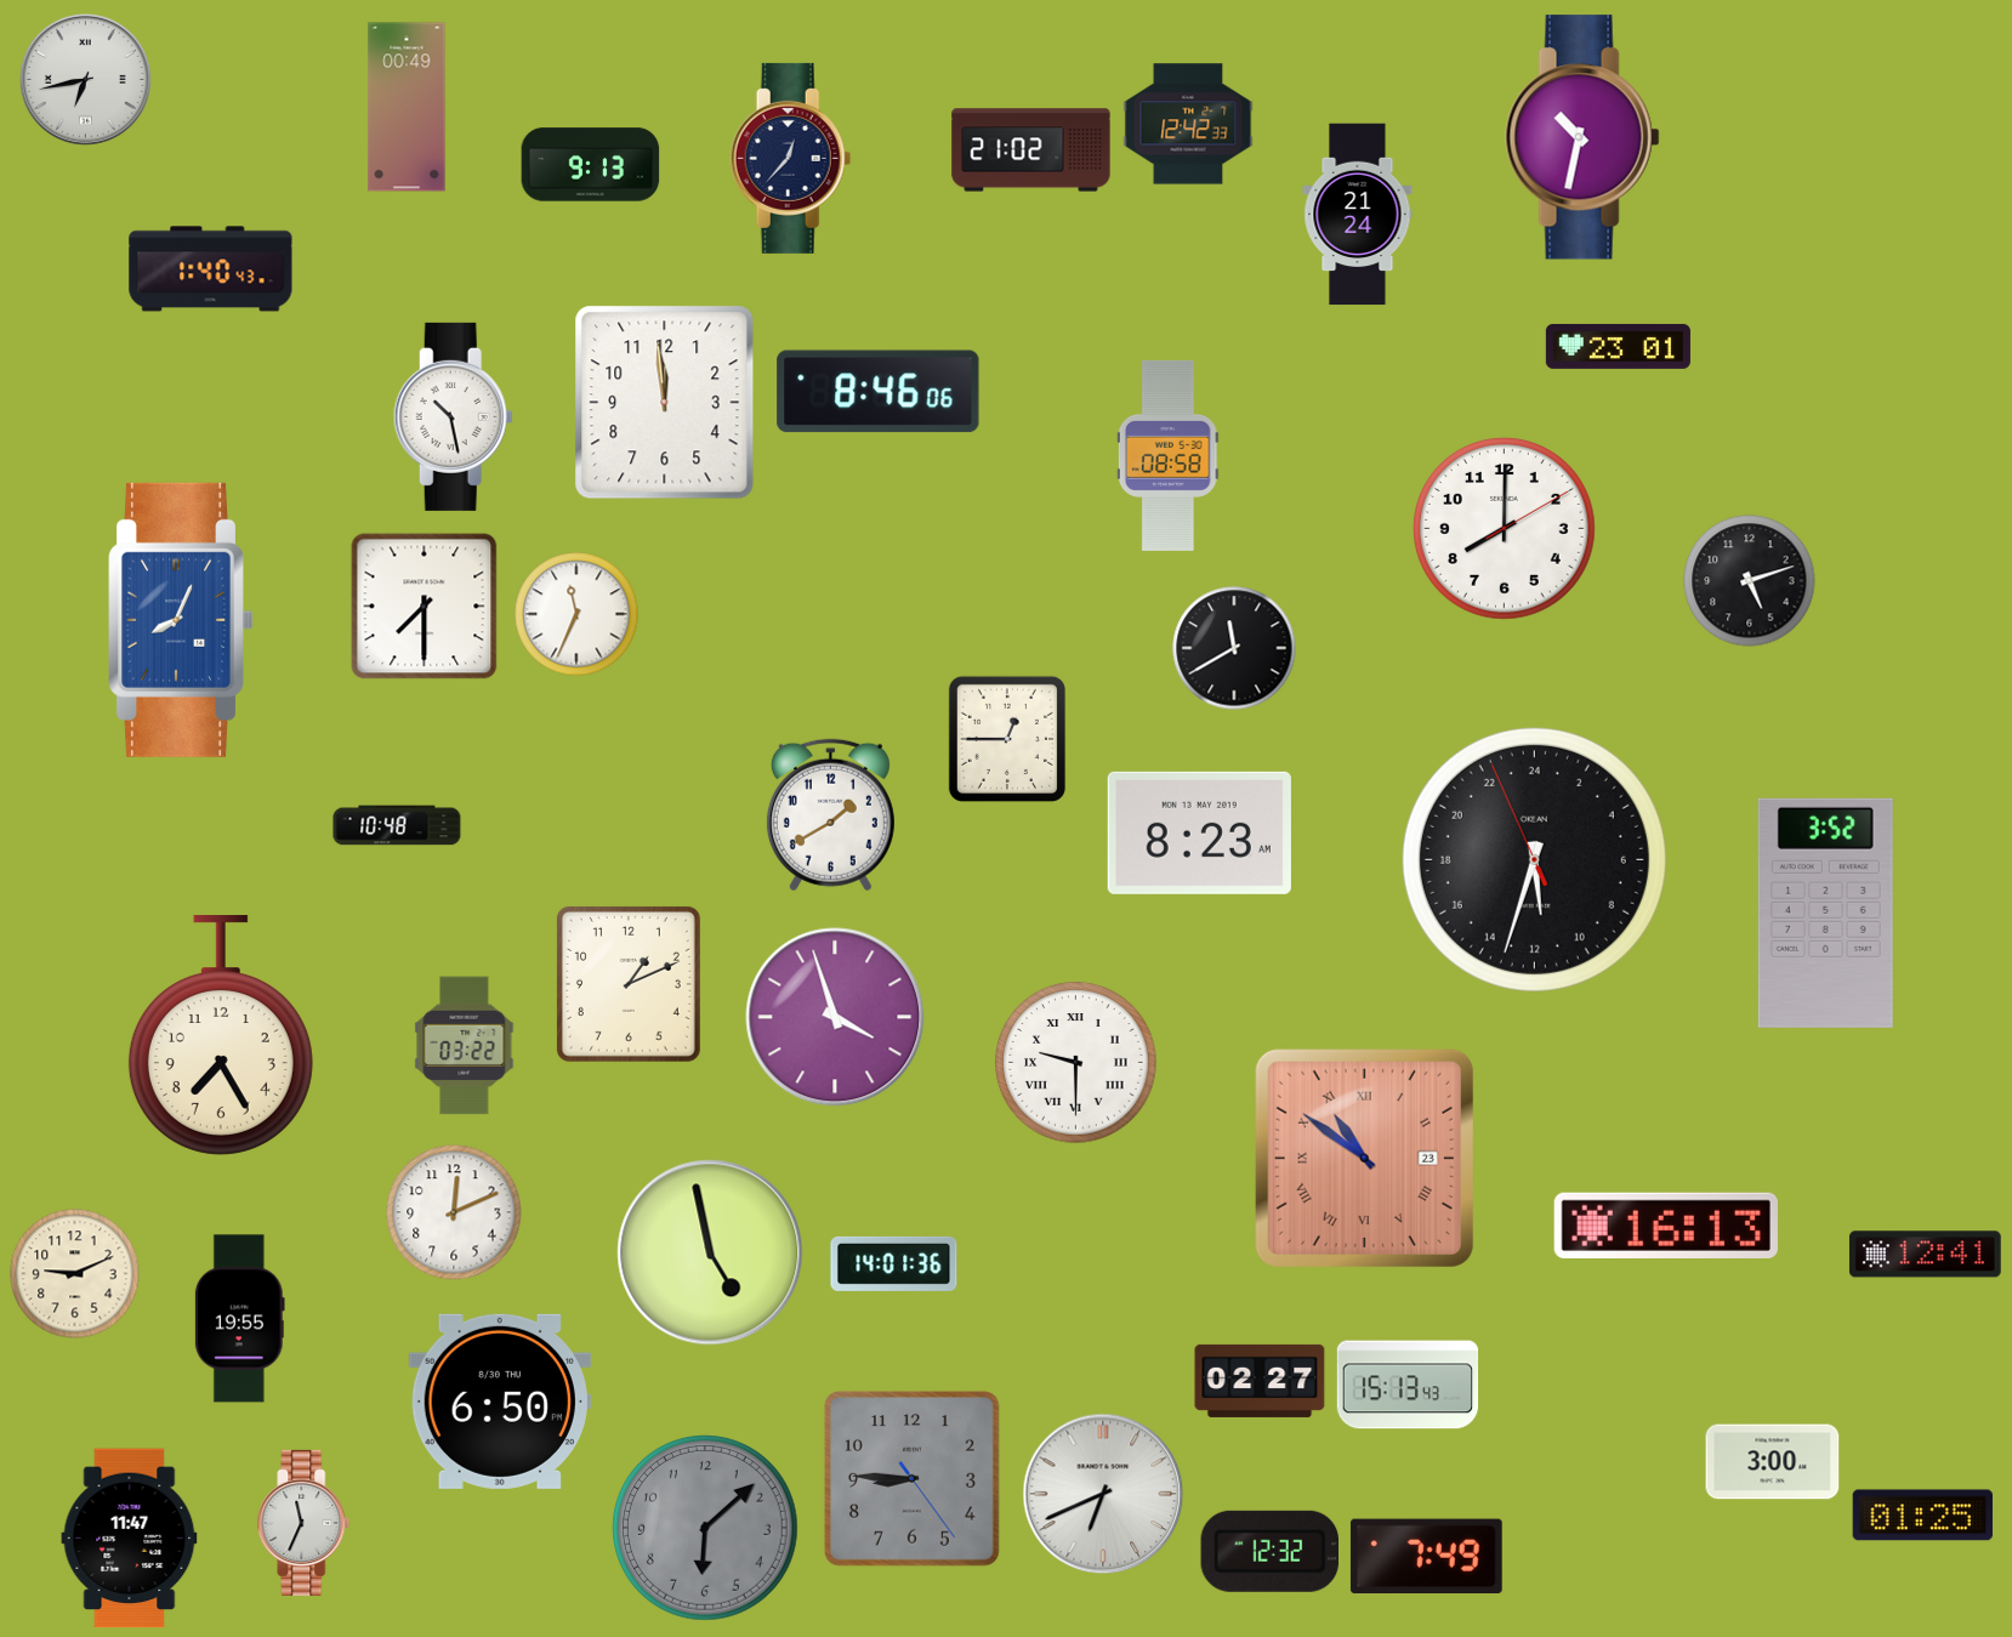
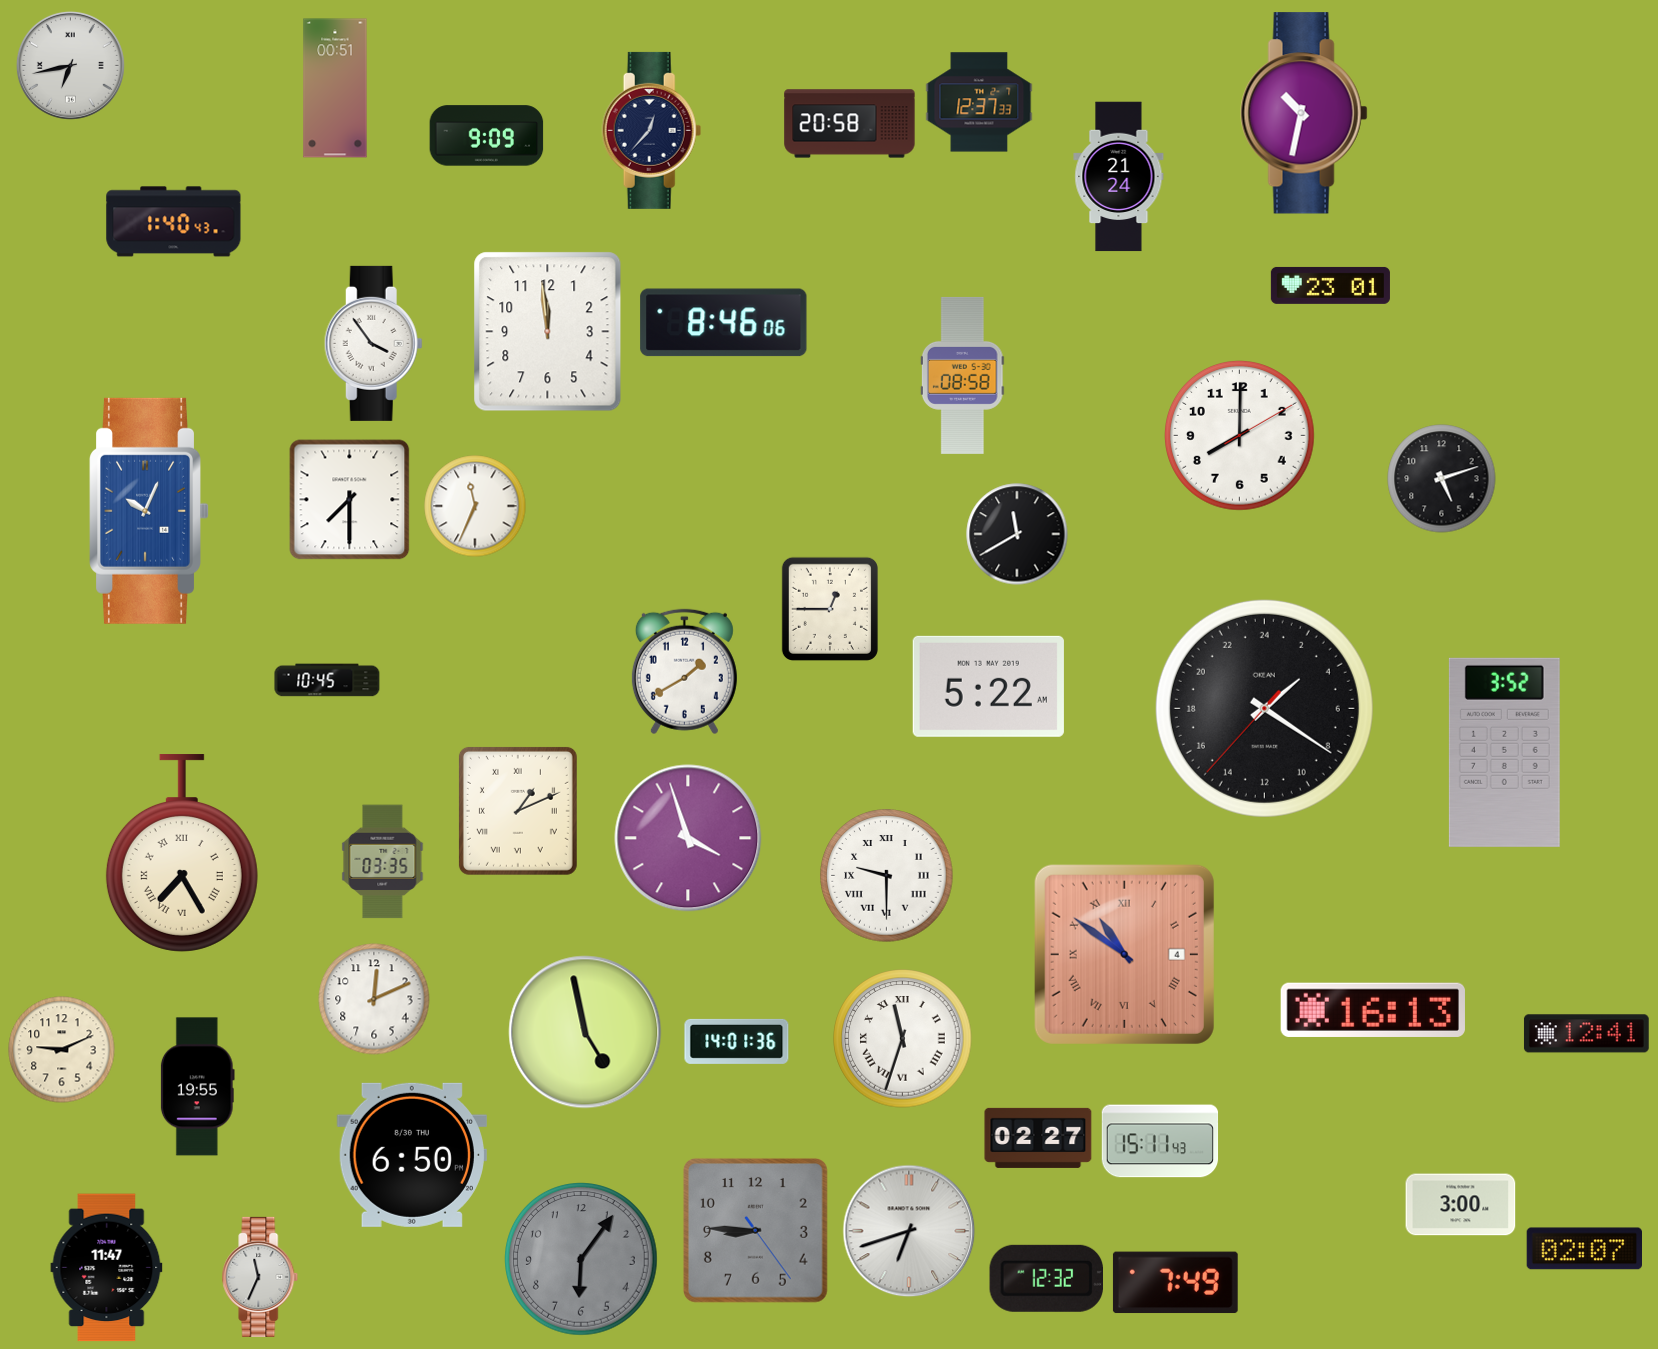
clock at (407, 107): 00:49 -> 00:51
clock at (1188, 124): 12:42 -> 12:37
clock at (1031, 150): 21:02 -> 20:58
clock at (591, 165): 9:13 -> 9:09
clock at (1618, 346) position: (1618, 346) -> (1330, 285)
clock at (453, 416): 10:28 -> 3:54
clock at (181, 620): 8:04 -> 10:04
clock at (397, 825): 10:48 -> 10:45
clock at (1199, 832): 8:23 -> 5:22
clock at (1534, 859): 11:32 -> 3:20
clock at (629, 984) numerals: Arabic -> Roman
clock at (221, 1035) numerals: Arabic -> Roman
clock at (465, 1046): 03:22 -> 03:35
clock at (1364, 1158) date: 23 -> 4
clock at (903, 1039): none -> 11:33
clock at (1408, 1385): 15:13 -> 15:11
clock at (911, 1478) position: (911, 1478) -> (755, 1230)
clock at (1103, 1494): 6:41 -> 6:42
clock at (1923, 1516): 01:25 -> 02:07
clock at (303, 1523) position: (303, 1523) -> (260, 1277)
clock at (706, 1529): 6:08 -> 6:06
